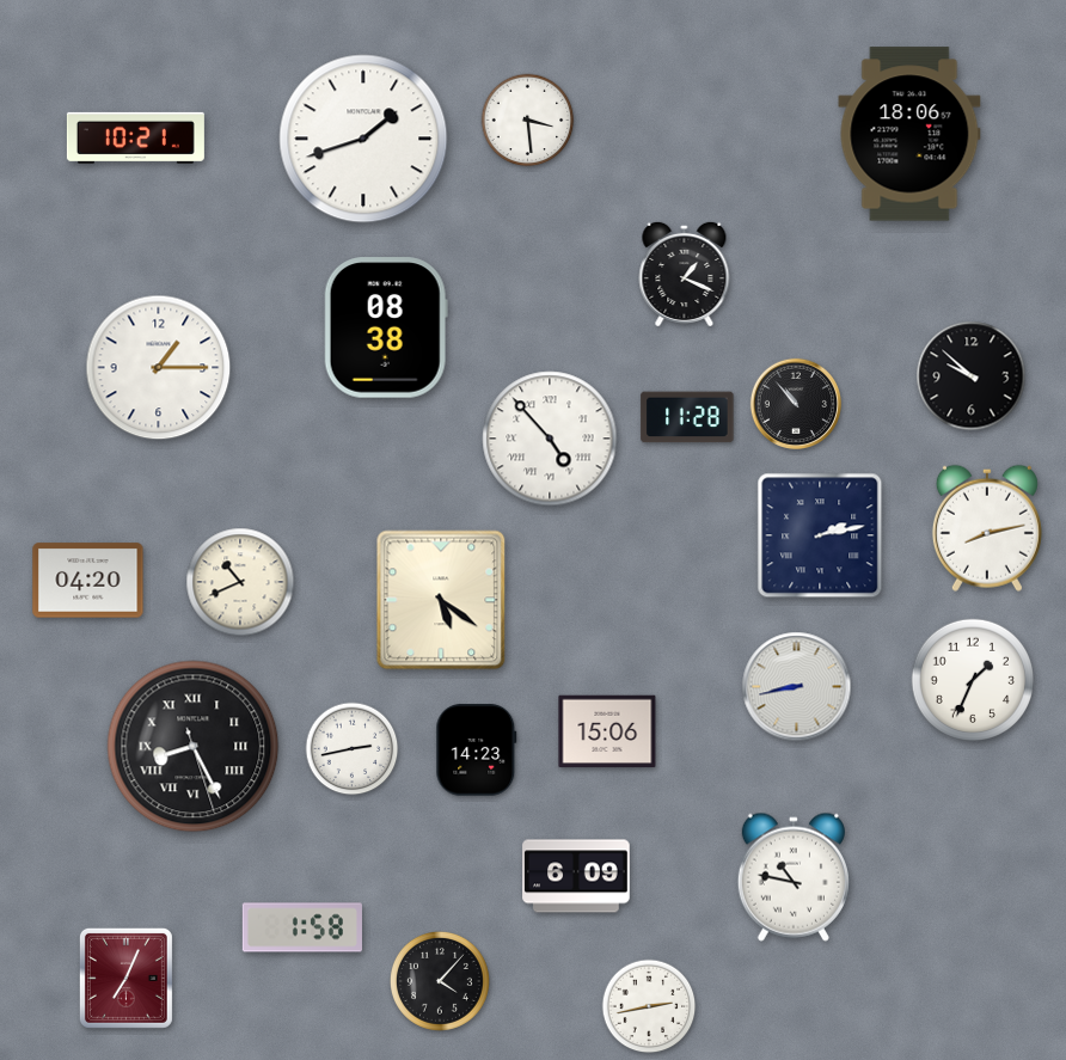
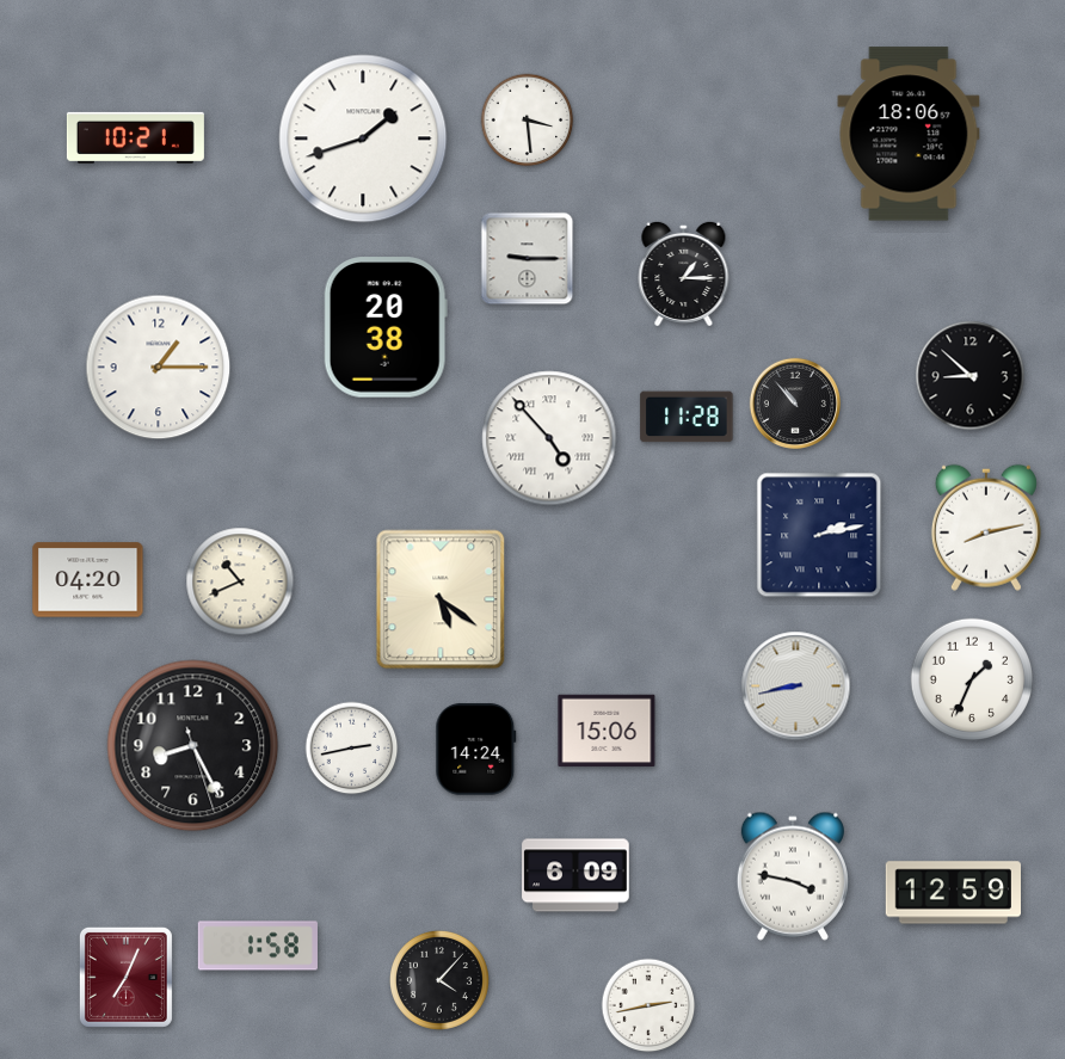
clock at (528, 259): none -> 9:15
clock at (685, 274): 1:19 -> 1:15
clock at (386, 327): 08:38 -> 20:38
clock at (972, 376): 9:52 -> 8:52
clock at (194, 747) numerals: Roman -> Arabic
clock at (477, 750): 14:23 -> 14:24
clock at (794, 877): 10:47 -> 3:47
clock at (953, 893): none -> 12:59
clock at (302, 927) position: (302, 927) -> (258, 946)
